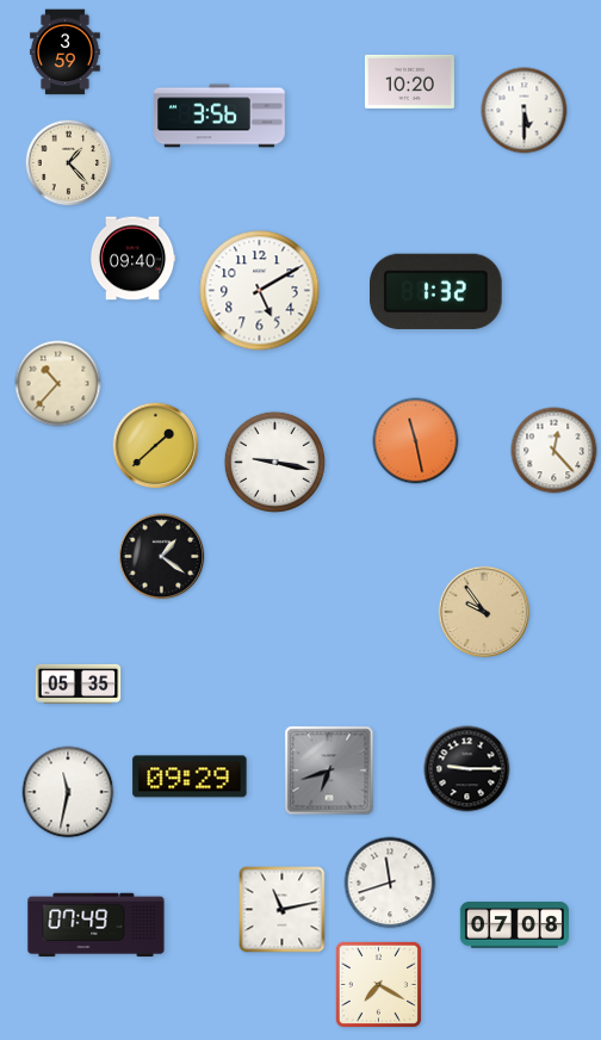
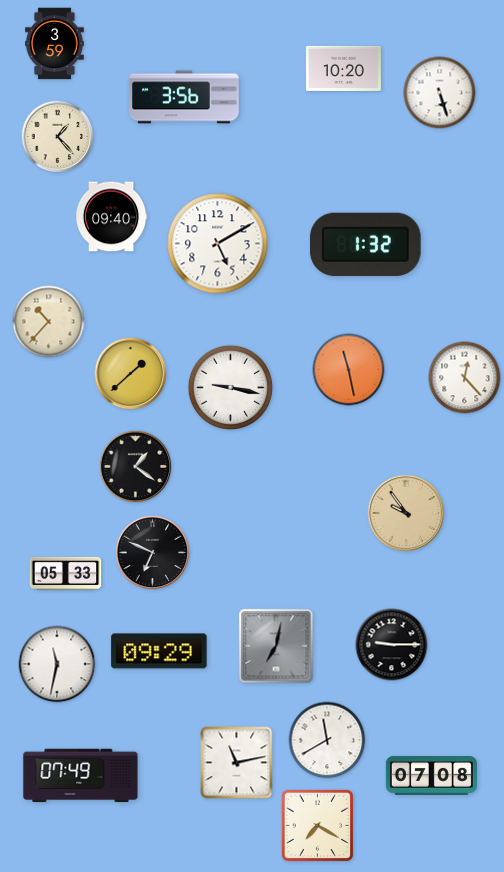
clock at (525, 111): 5:30 -> 5:27
clock at (153, 553): none -> 6:49
clock at (79, 683): 05:35 -> 05:33
clock at (329, 770): 6:42 -> 7:02
clock at (390, 883): 11:42 -> 11:40
